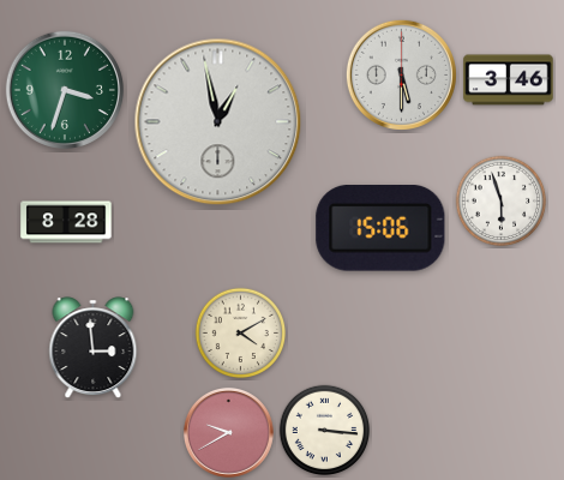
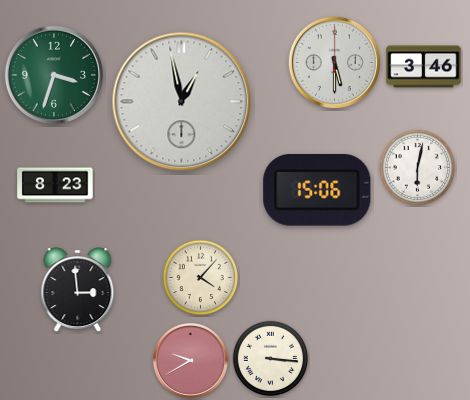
clock at (502, 202): 5:57 -> 6:02
clock at (66, 222): 8:28 -> 8:23
clock at (241, 334): 4:10 -> 4:07
